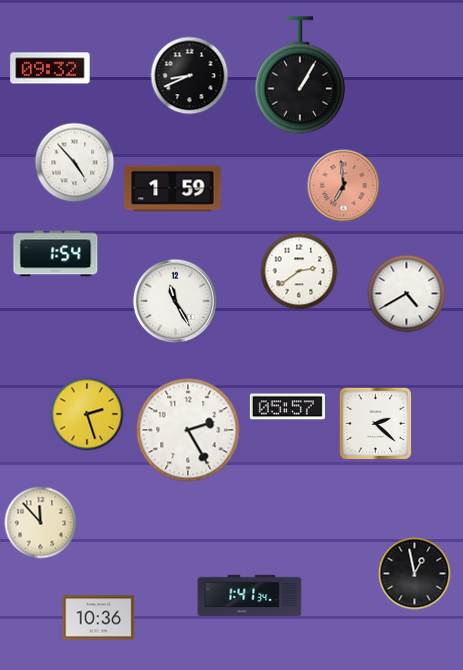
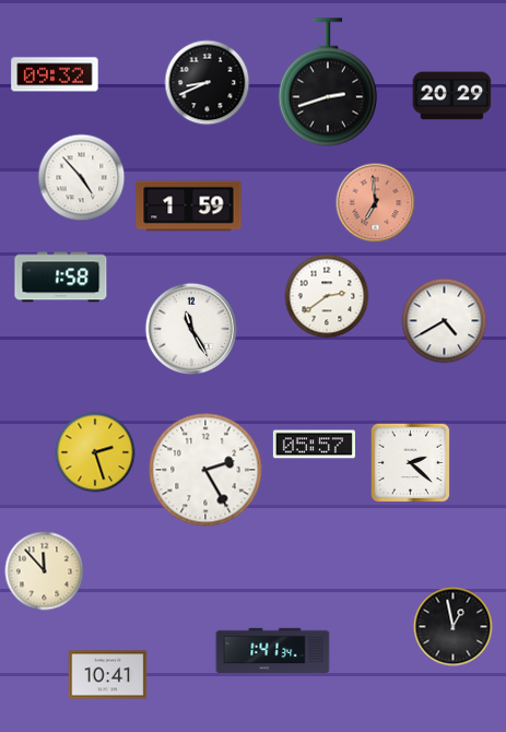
clock at (299, 75): 1:05 -> 2:42
clock at (452, 96): none -> 20:29
clock at (56, 254): 1:54 -> 1:58
clock at (99, 618): 10:36 -> 10:41
